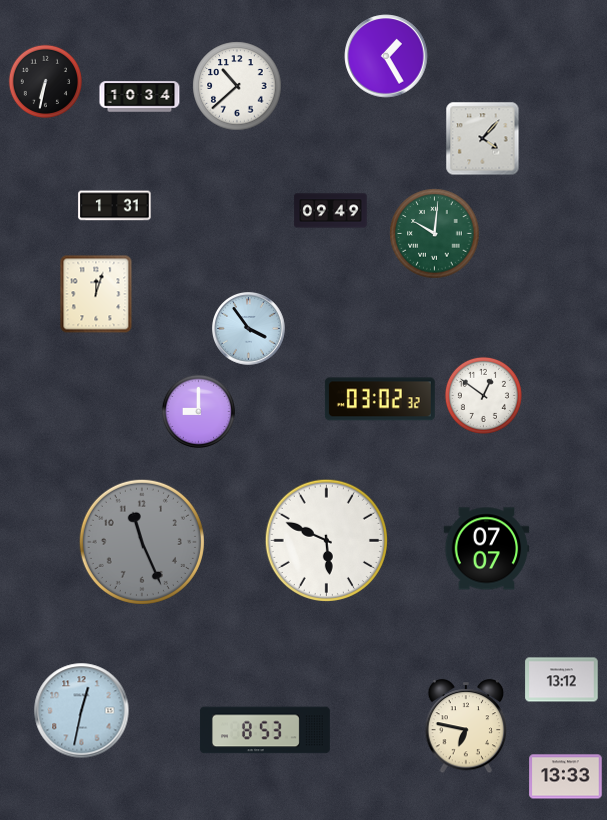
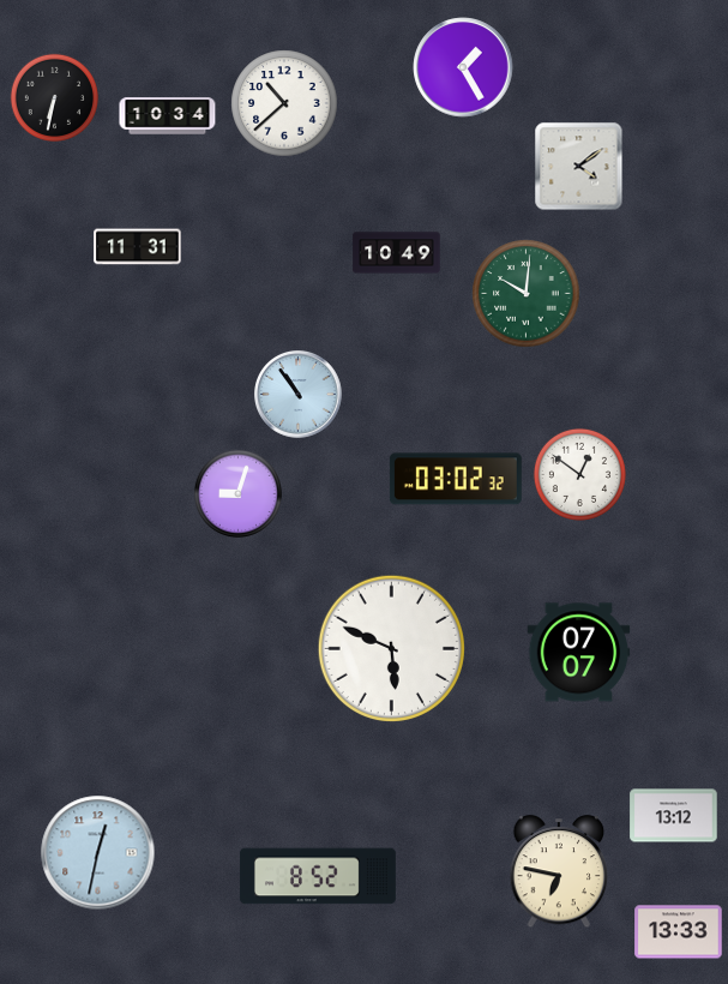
clock at (483, 139): 4:07 -> 4:09
clock at (115, 206): 1:31 -> 11:31
clock at (331, 211): 09:49 -> 10:49
clock at (435, 234) position: (435, 234) -> (527, 294)
clock at (96, 294): 12:03 -> none
clock at (249, 329): 3:54 -> 10:54
clock at (198, 411): 9:00 -> 9:03
clock at (142, 542): 11:26 -> none
clock at (487, 549) position: (487, 549) -> (579, 653)
clock at (265, 730): 8:53 -> 8:52
